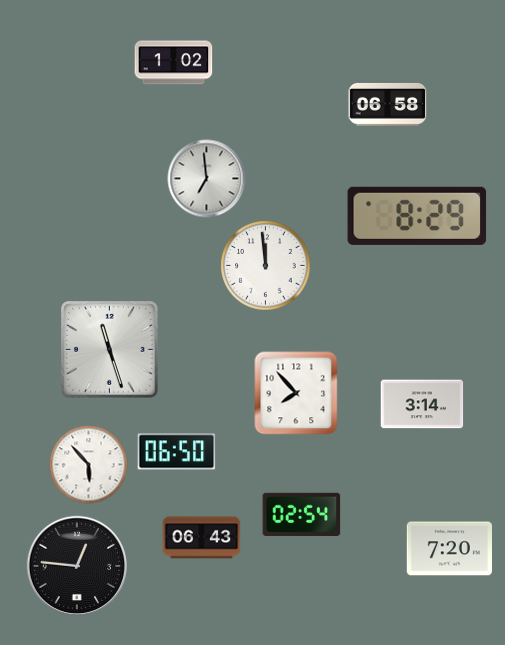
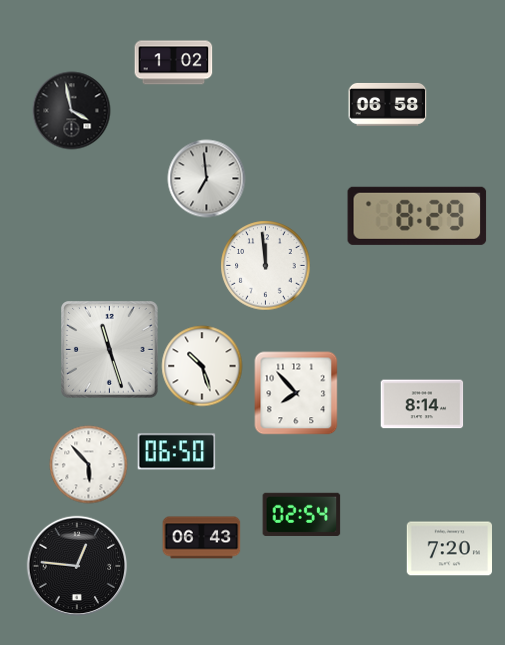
clock at (71, 110): none -> 3:58
clock at (202, 366): none -> 10:27
clock at (422, 404): 3:14 -> 8:14
